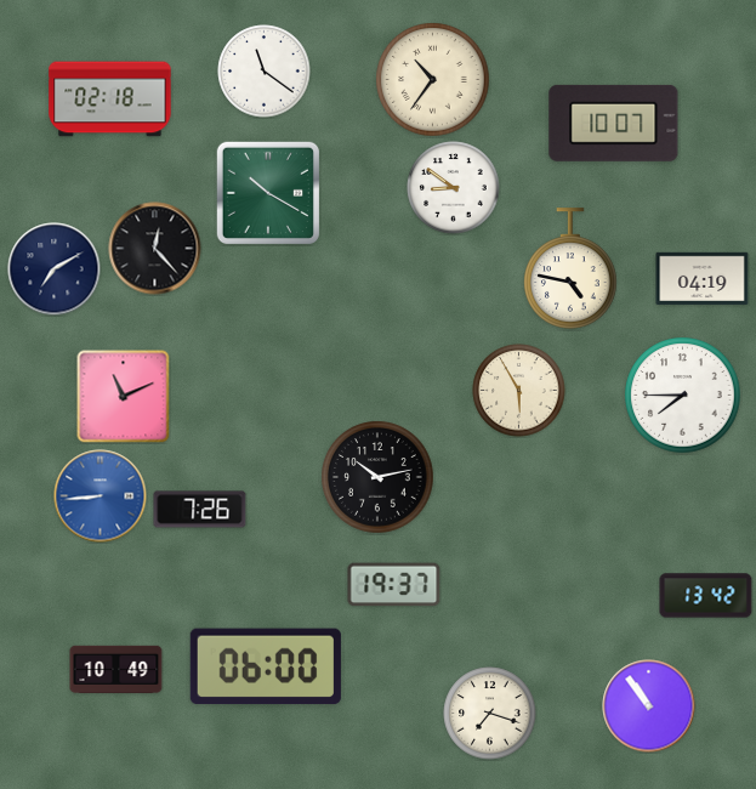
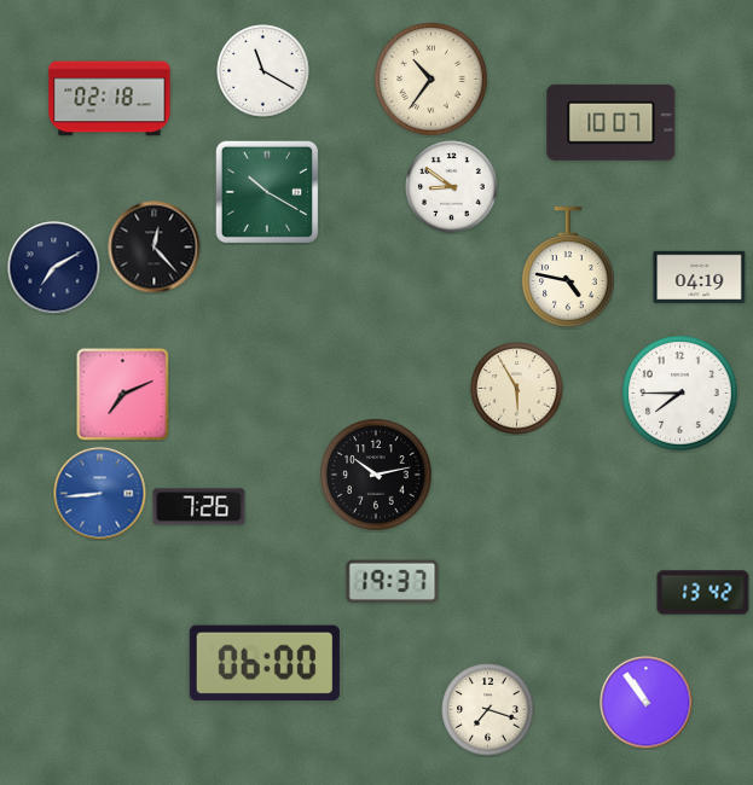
clock at (265, 72): 11:21 -> 11:20
clock at (124, 397): 11:11 -> 7:11
clock at (116, 669): 10:49 -> none
